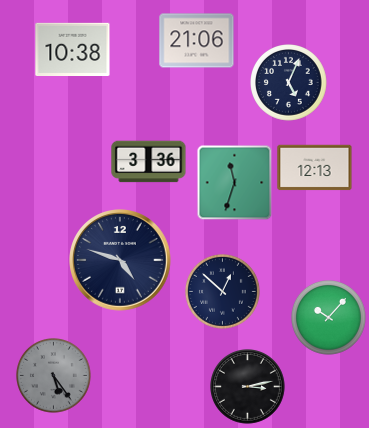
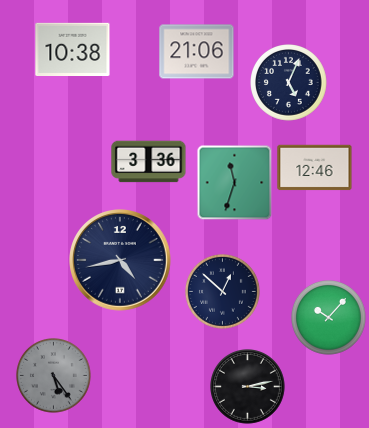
clock at (197, 41) position: (197, 41) -> (197, 52)
clock at (315, 168): 12:13 -> 12:46
clock at (120, 260): 4:48 -> 4:43
